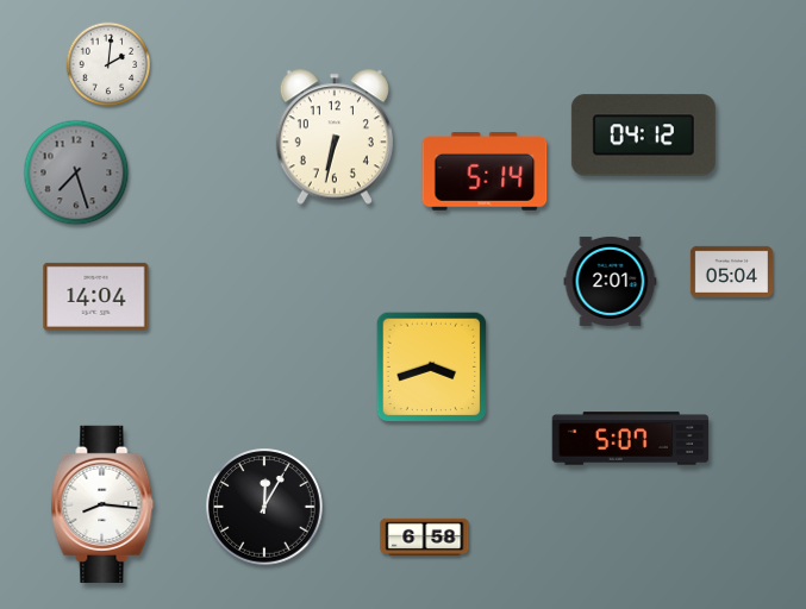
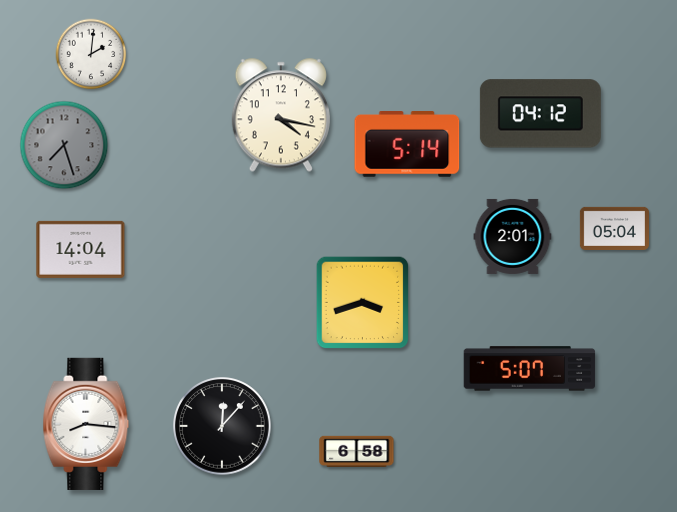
clock at (335, 137): 6:32 -> 4:17
clock at (432, 368) position: (432, 368) -> (363, 303)
clock at (264, 507): 12:05 -> 12:07
